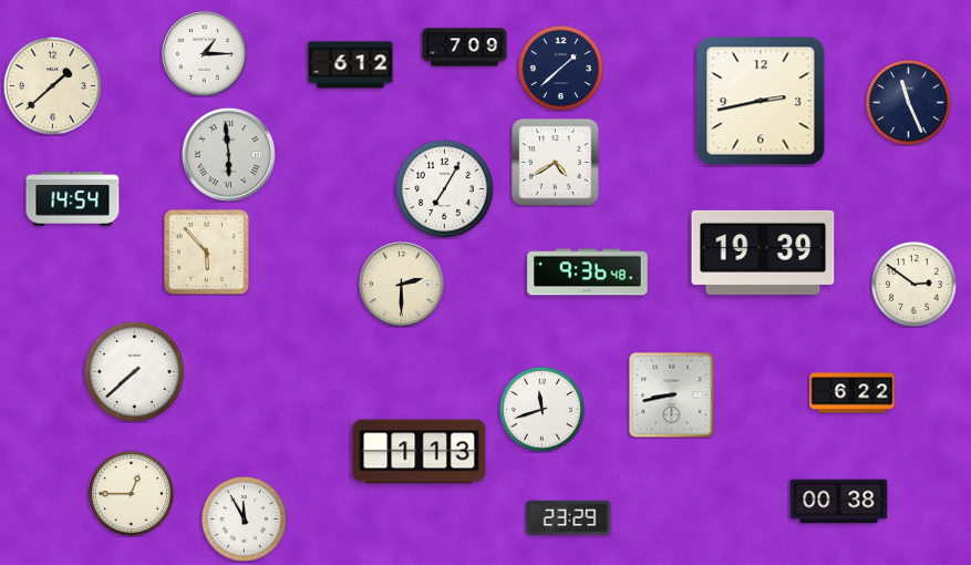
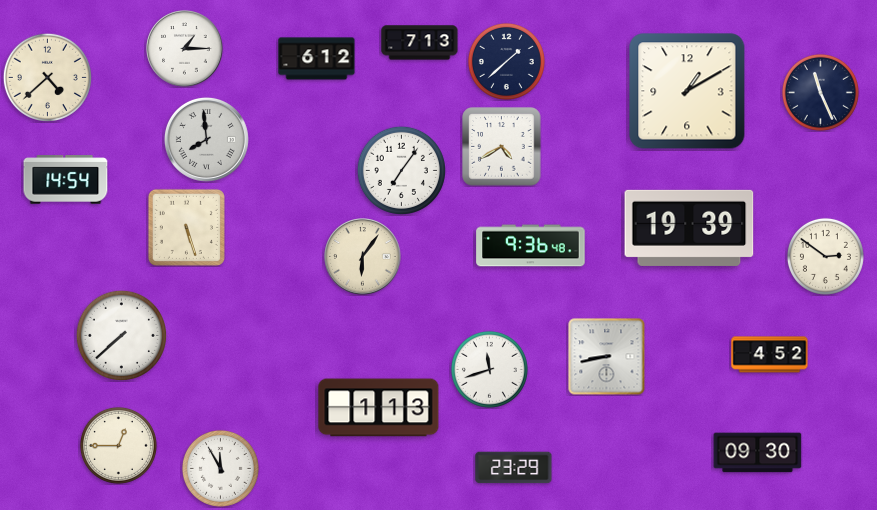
clock at (465, 48): 7:09 -> 7:13
clock at (52, 85): 1:38 -> 4:38
clock at (761, 101): 2:43 -> 1:10
clock at (228, 154): 5:59 -> 7:59
clock at (444, 188): 7:05 -> 7:06
clock at (206, 251): 5:53 -> 5:27
clock at (402, 285): 2:30 -> 6:06
clock at (853, 393): 6:22 -> 4:52
clock at (839, 502): 00:38 -> 09:30
